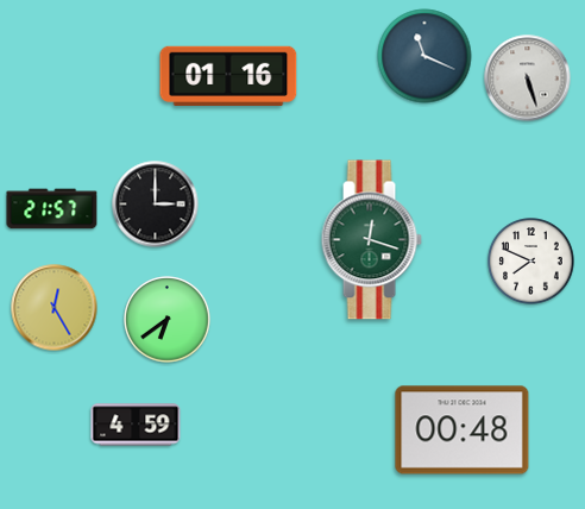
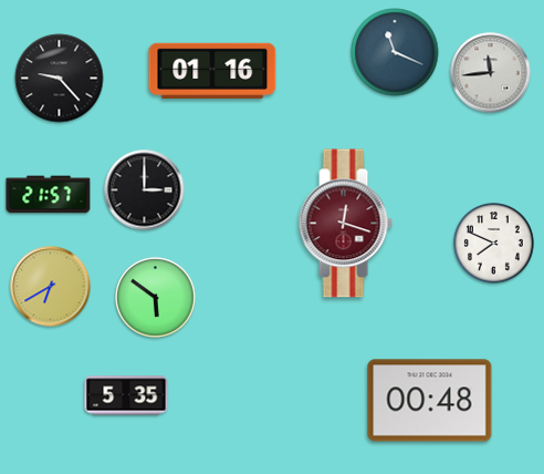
clock at (528, 78): 5:27 -> 11:44
clock at (60, 79): none -> 9:23
clock at (371, 240) dial: green -> burgundy
clock at (55, 308): 12:25 -> 6:40
clock at (168, 320): 6:39 -> 5:51
clock at (136, 425): 4:59 -> 5:35
